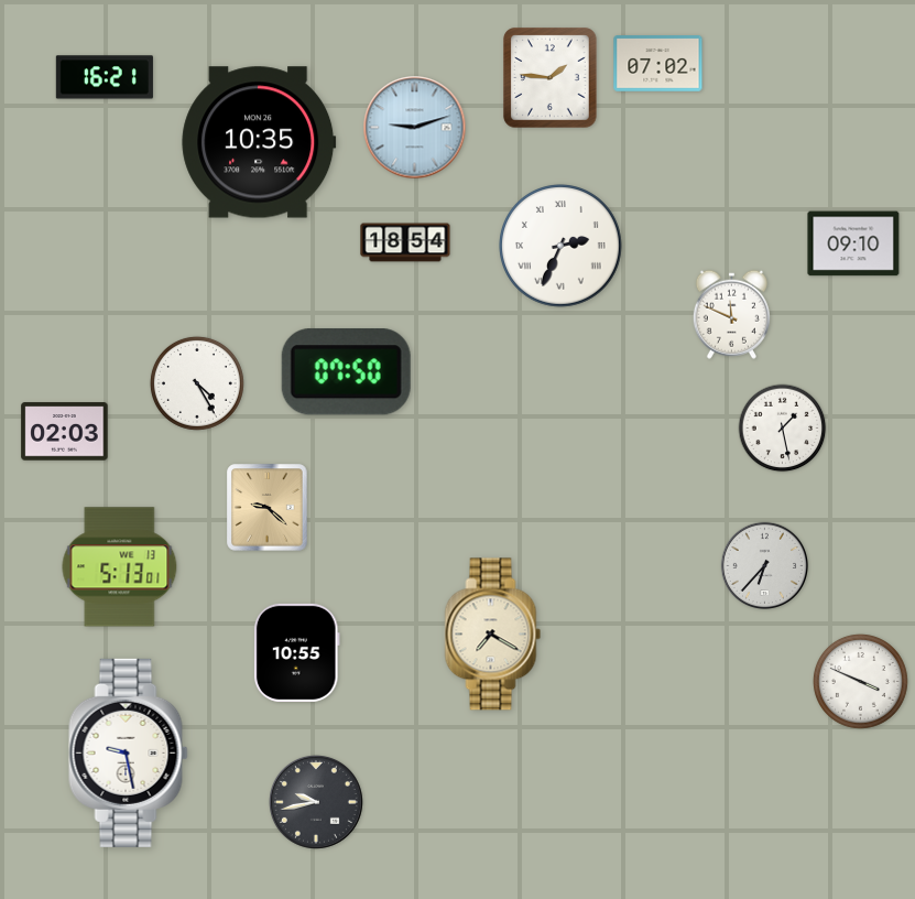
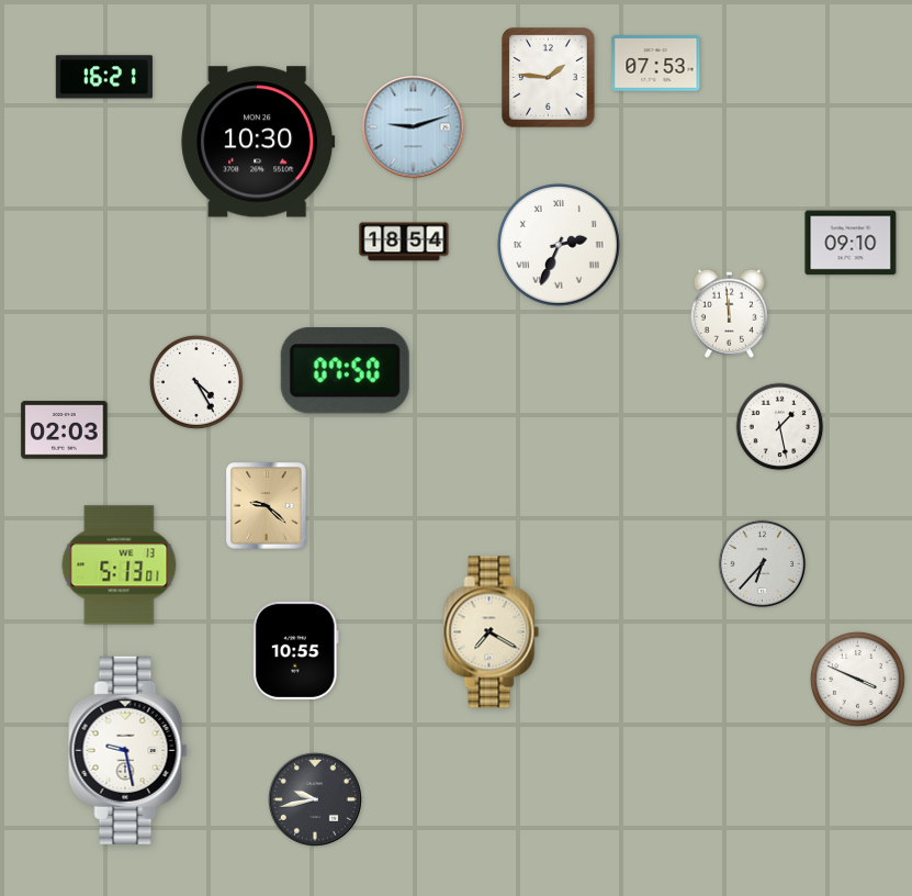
clock at (658, 64): 07:02 -> 07:53
clock at (259, 142): 10:35 -> 10:30
clock at (731, 314): 11:49 -> 11:59
